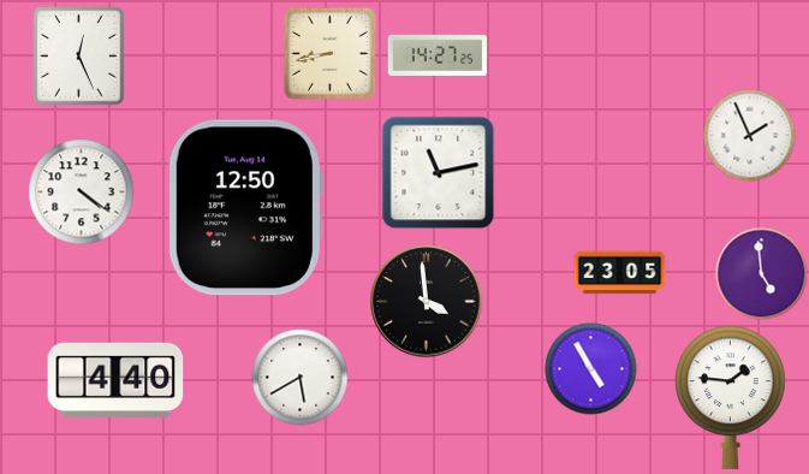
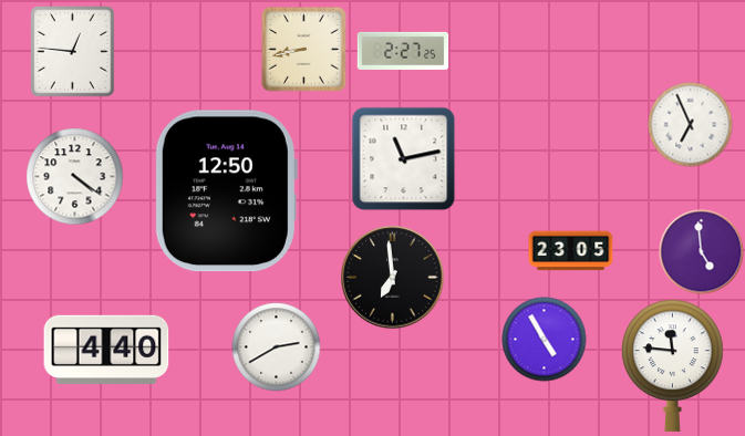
clock at (438, 55): 14:27 -> 2:27
clock at (79, 57): 12:26 -> 12:46
clock at (750, 136): 1:56 -> 6:56
clock at (427, 302): 3:59 -> 6:59
clock at (301, 378): 5:40 -> 2:40
clock at (731, 397): 1:46 -> 11:46
